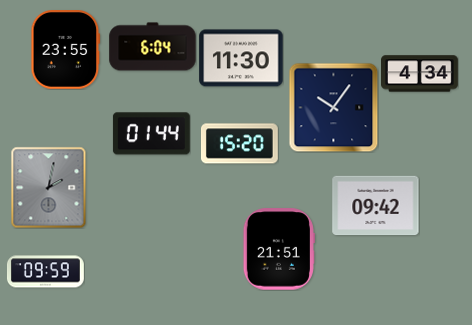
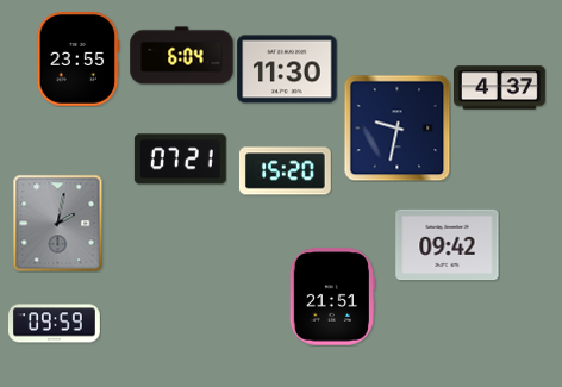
clock at (420, 74): 4:34 -> 4:37
clock at (333, 107): 10:06 -> 9:32
clock at (151, 134): 01:44 -> 07:21
